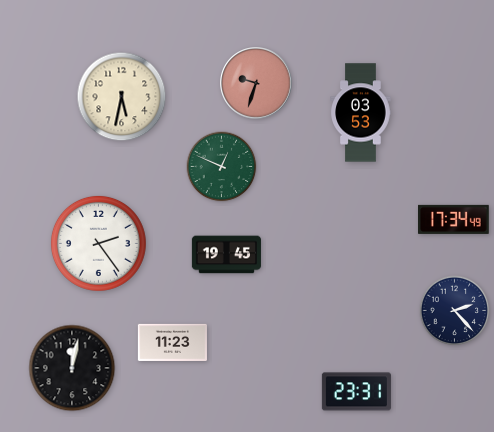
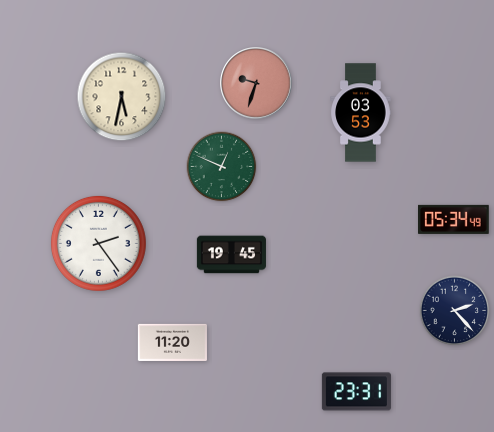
clock at (454, 219): 17:34 -> 05:34
clock at (226, 255) position: (226, 255) -> (231, 255)
clock at (172, 342): 11:23 -> 11:20
clock at (72, 368): 12:02 -> none
